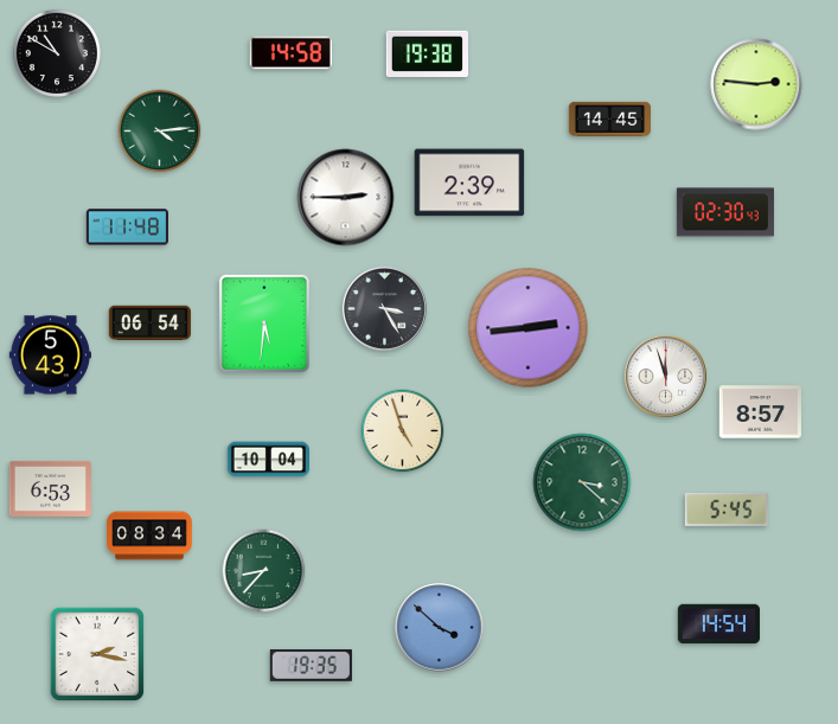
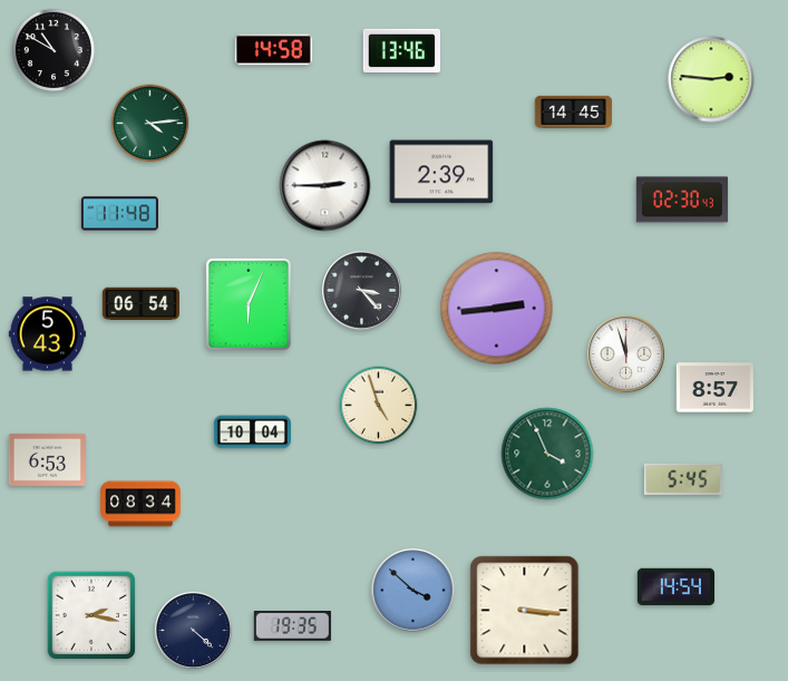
clock at (427, 53): 19:38 -> 13:46
clock at (384, 308): 3:25 -> 3:23
clock at (264, 323): 5:31 -> 6:04
clock at (582, 482): 3:22 -> 3:56
clock at (264, 571): 8:37 -> none
clock at (525, 611): none -> 3:16
clock at (193, 630): none -> 4:22
